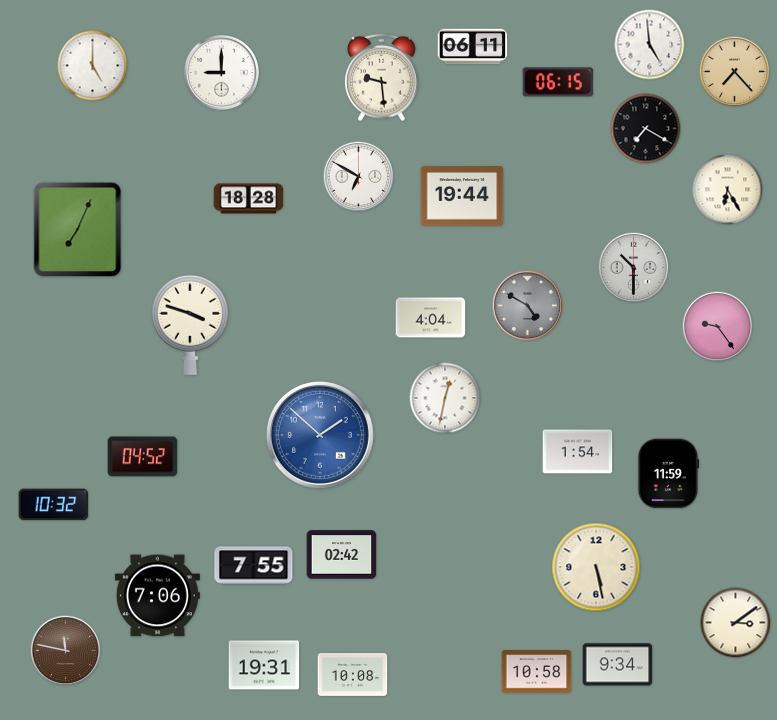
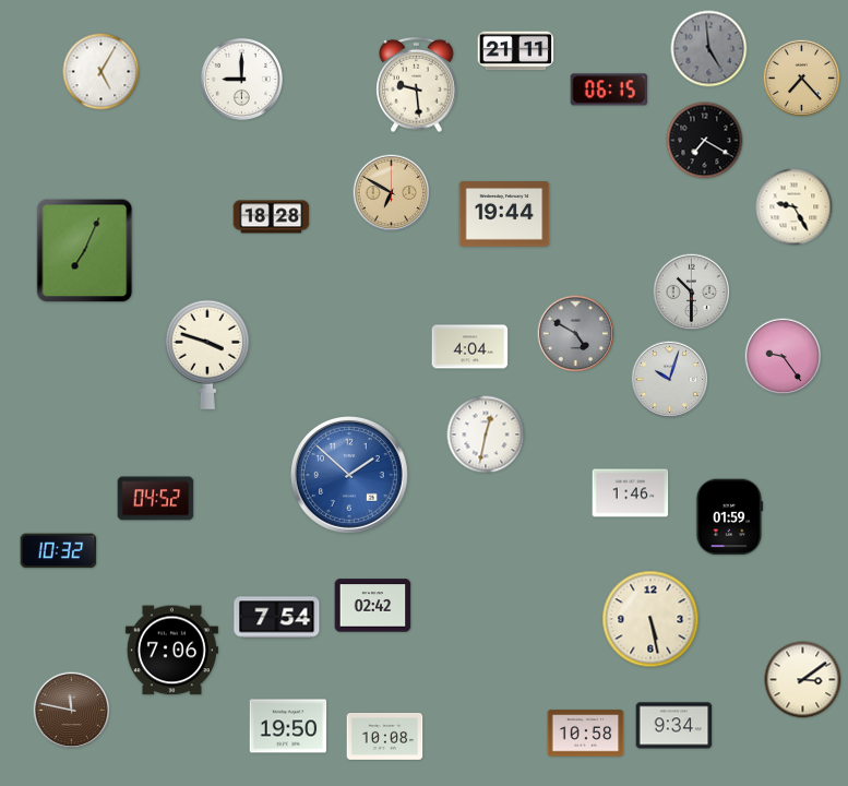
clock at (650, 45) dial: white -> grey
clock at (473, 47): 06:11 -> 21:11
clock at (93, 66): 5:00 -> 5:05
clock at (359, 177) dial: white -> champagne
clock at (728, 190): 6:25 -> 9:25
clock at (670, 380): none -> 10:03
clock at (578, 452): 1:54 -> 1:46
clock at (669, 474): 11:59 -> 01:59
clock at (254, 566): 7:55 -> 7:54
clock at (264, 665): 19:31 -> 19:50
